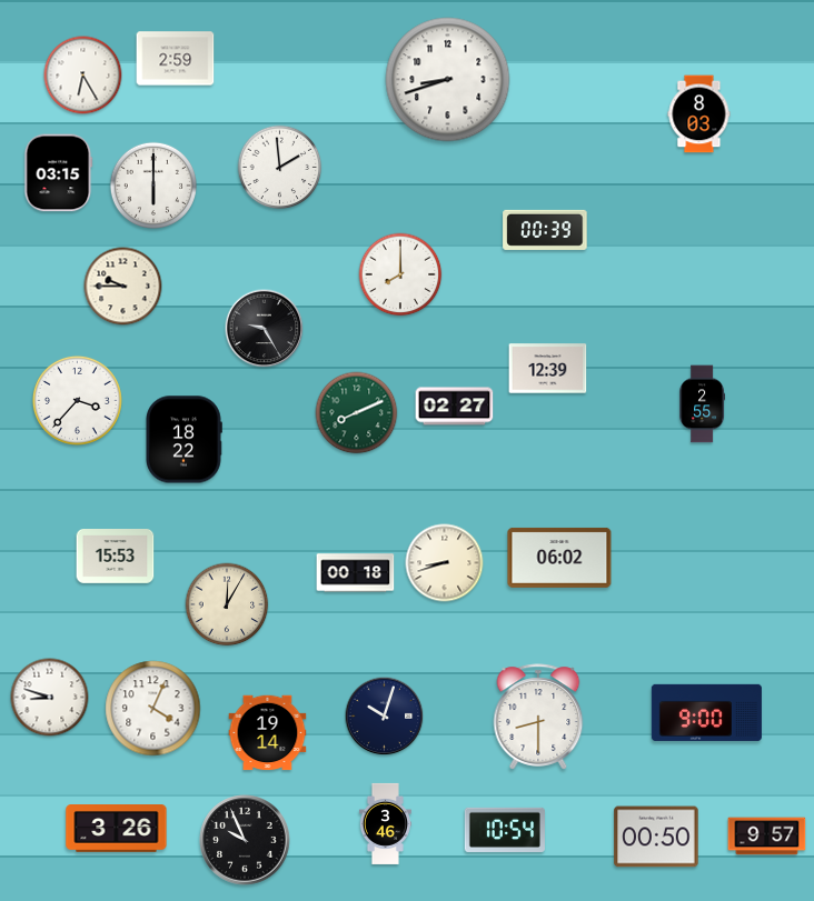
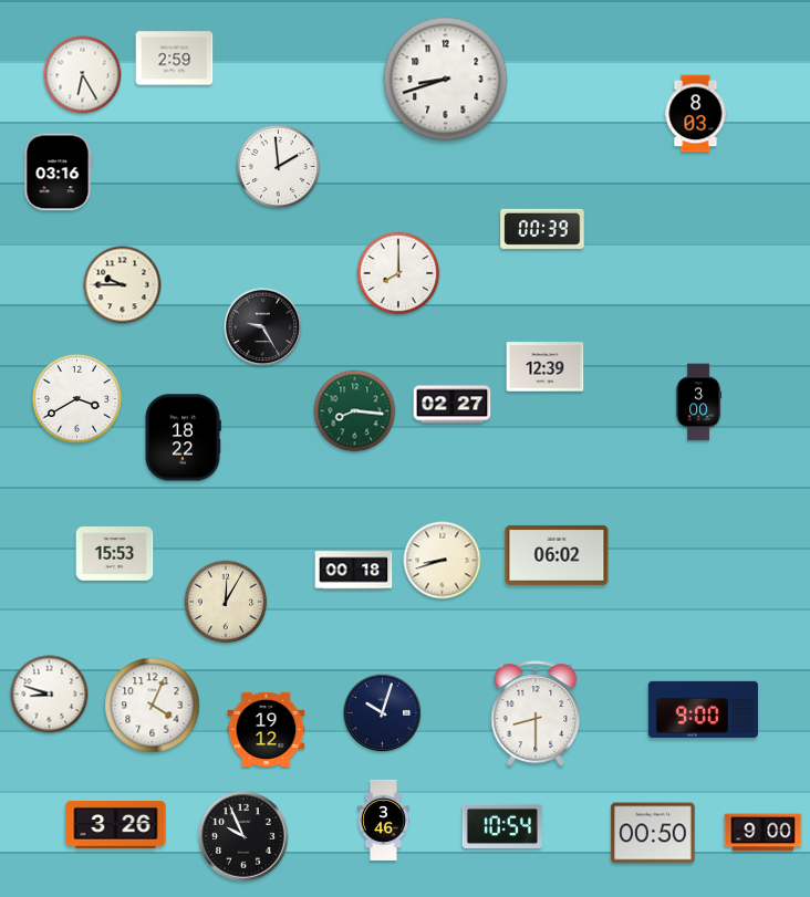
clock at (59, 173): 03:15 -> 03:16
clock at (152, 184): 6:00 -> none
clock at (77, 400): 3:37 -> 3:40
clock at (703, 404): 2:55 -> 3:00
clock at (357, 413): 8:11 -> 8:16
clock at (268, 733): 19:14 -> 19:12
clock at (767, 837): 9:57 -> 9:00
